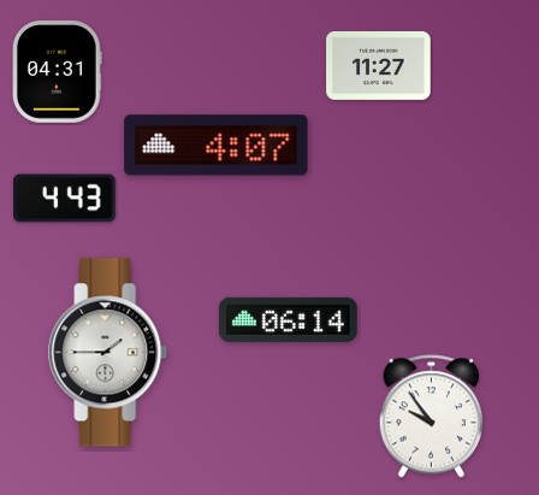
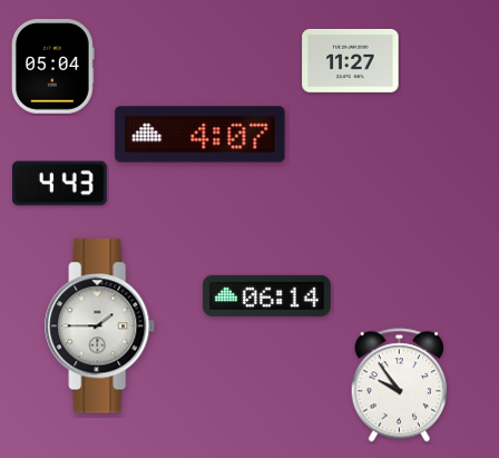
clock at (58, 72): 04:31 -> 05:04
